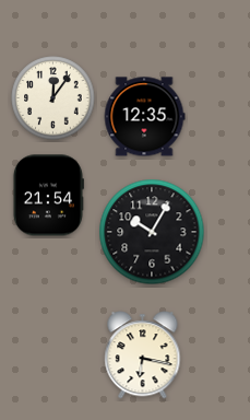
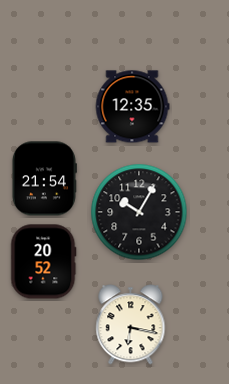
clock at (53, 98): 12:06 -> none
clock at (44, 262): none -> 20:52
